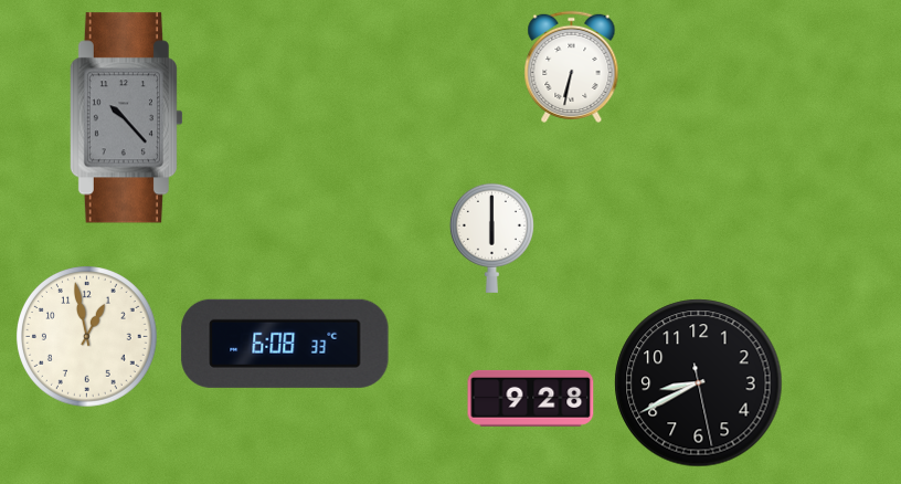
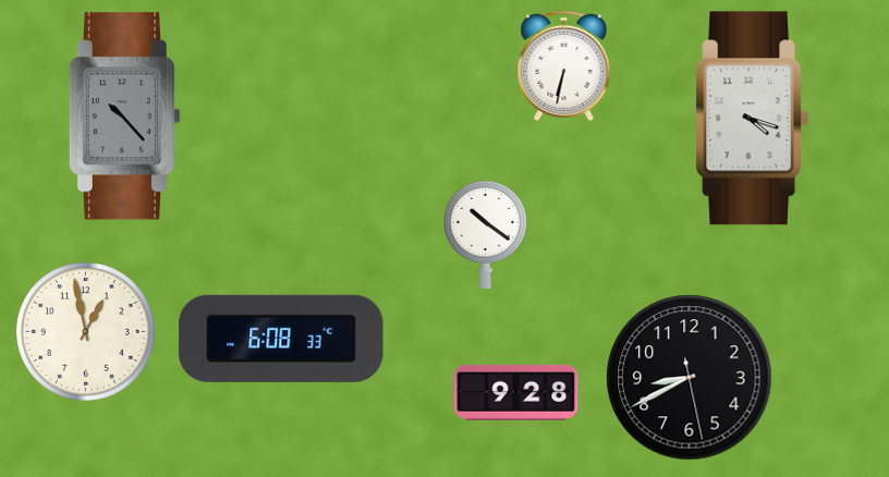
clock at (752, 119): none -> 4:18
clock at (491, 238): 6:00 -> 10:21
clock at (531, 398) position: (531, 398) -> (516, 392)
